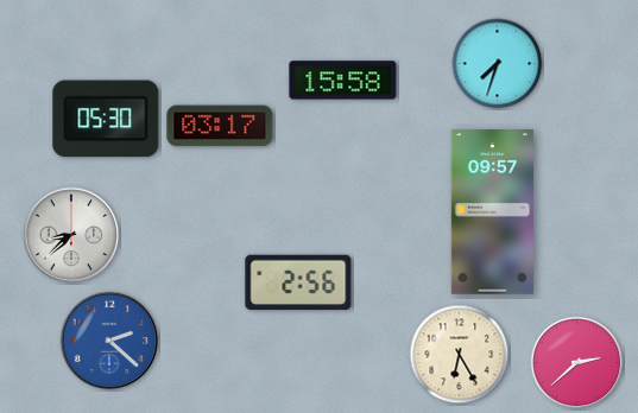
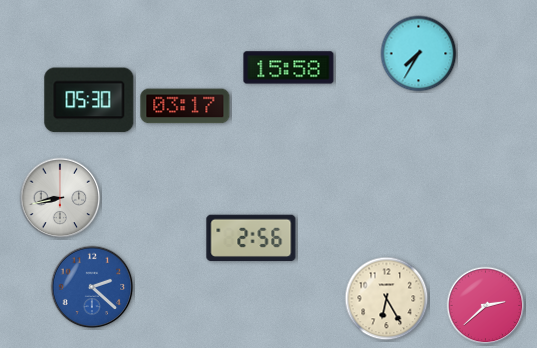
clock at (498, 64): 7:33 -> 7:35
clock at (492, 212): 09:57 -> none
clock at (71, 235): 8:38 -> 8:43
